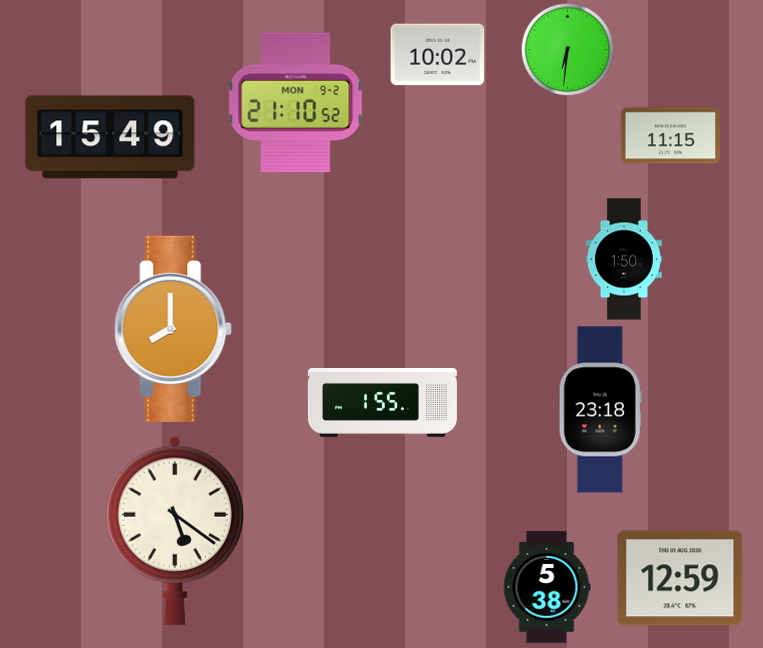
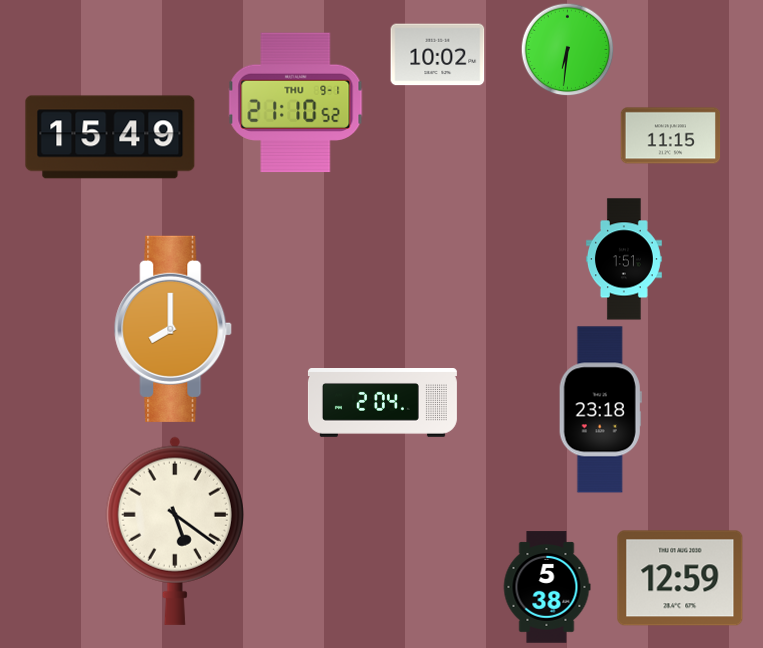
clock at (296, 103) date: MON 9-2 -> THU 9-1
clock at (624, 259): 1:50 -> 1:51
clock at (382, 403): 1:55 -> 2:04
